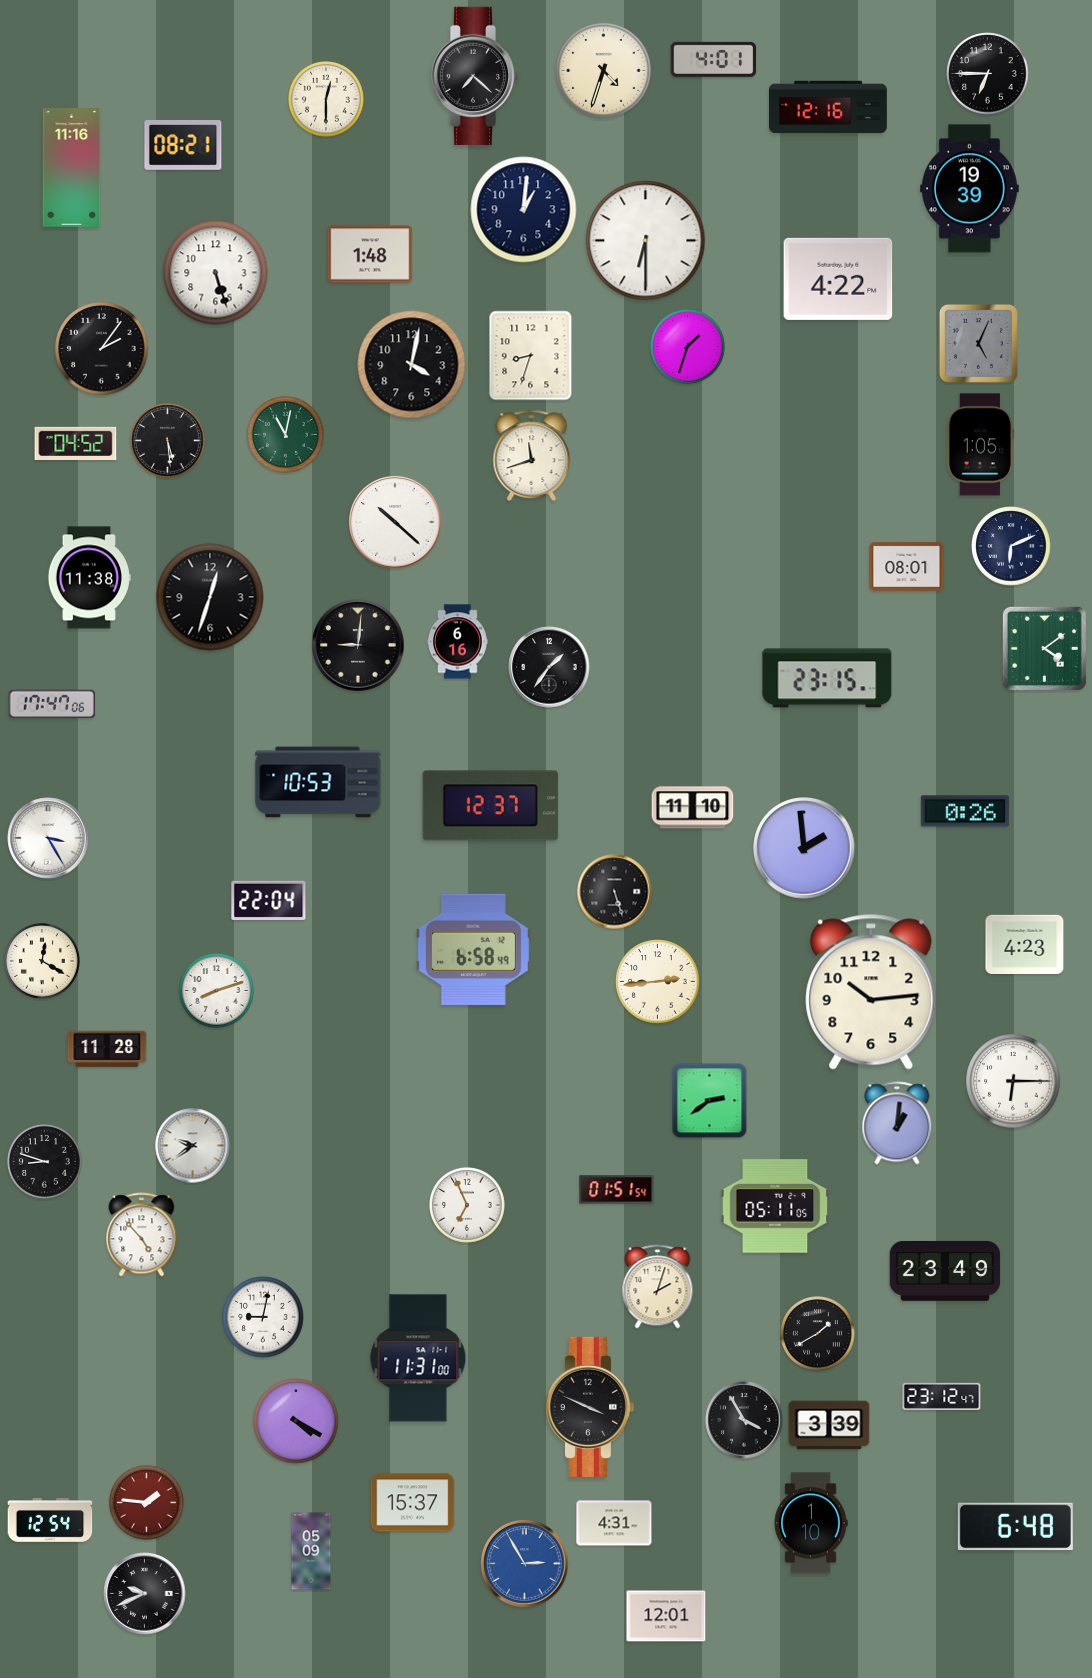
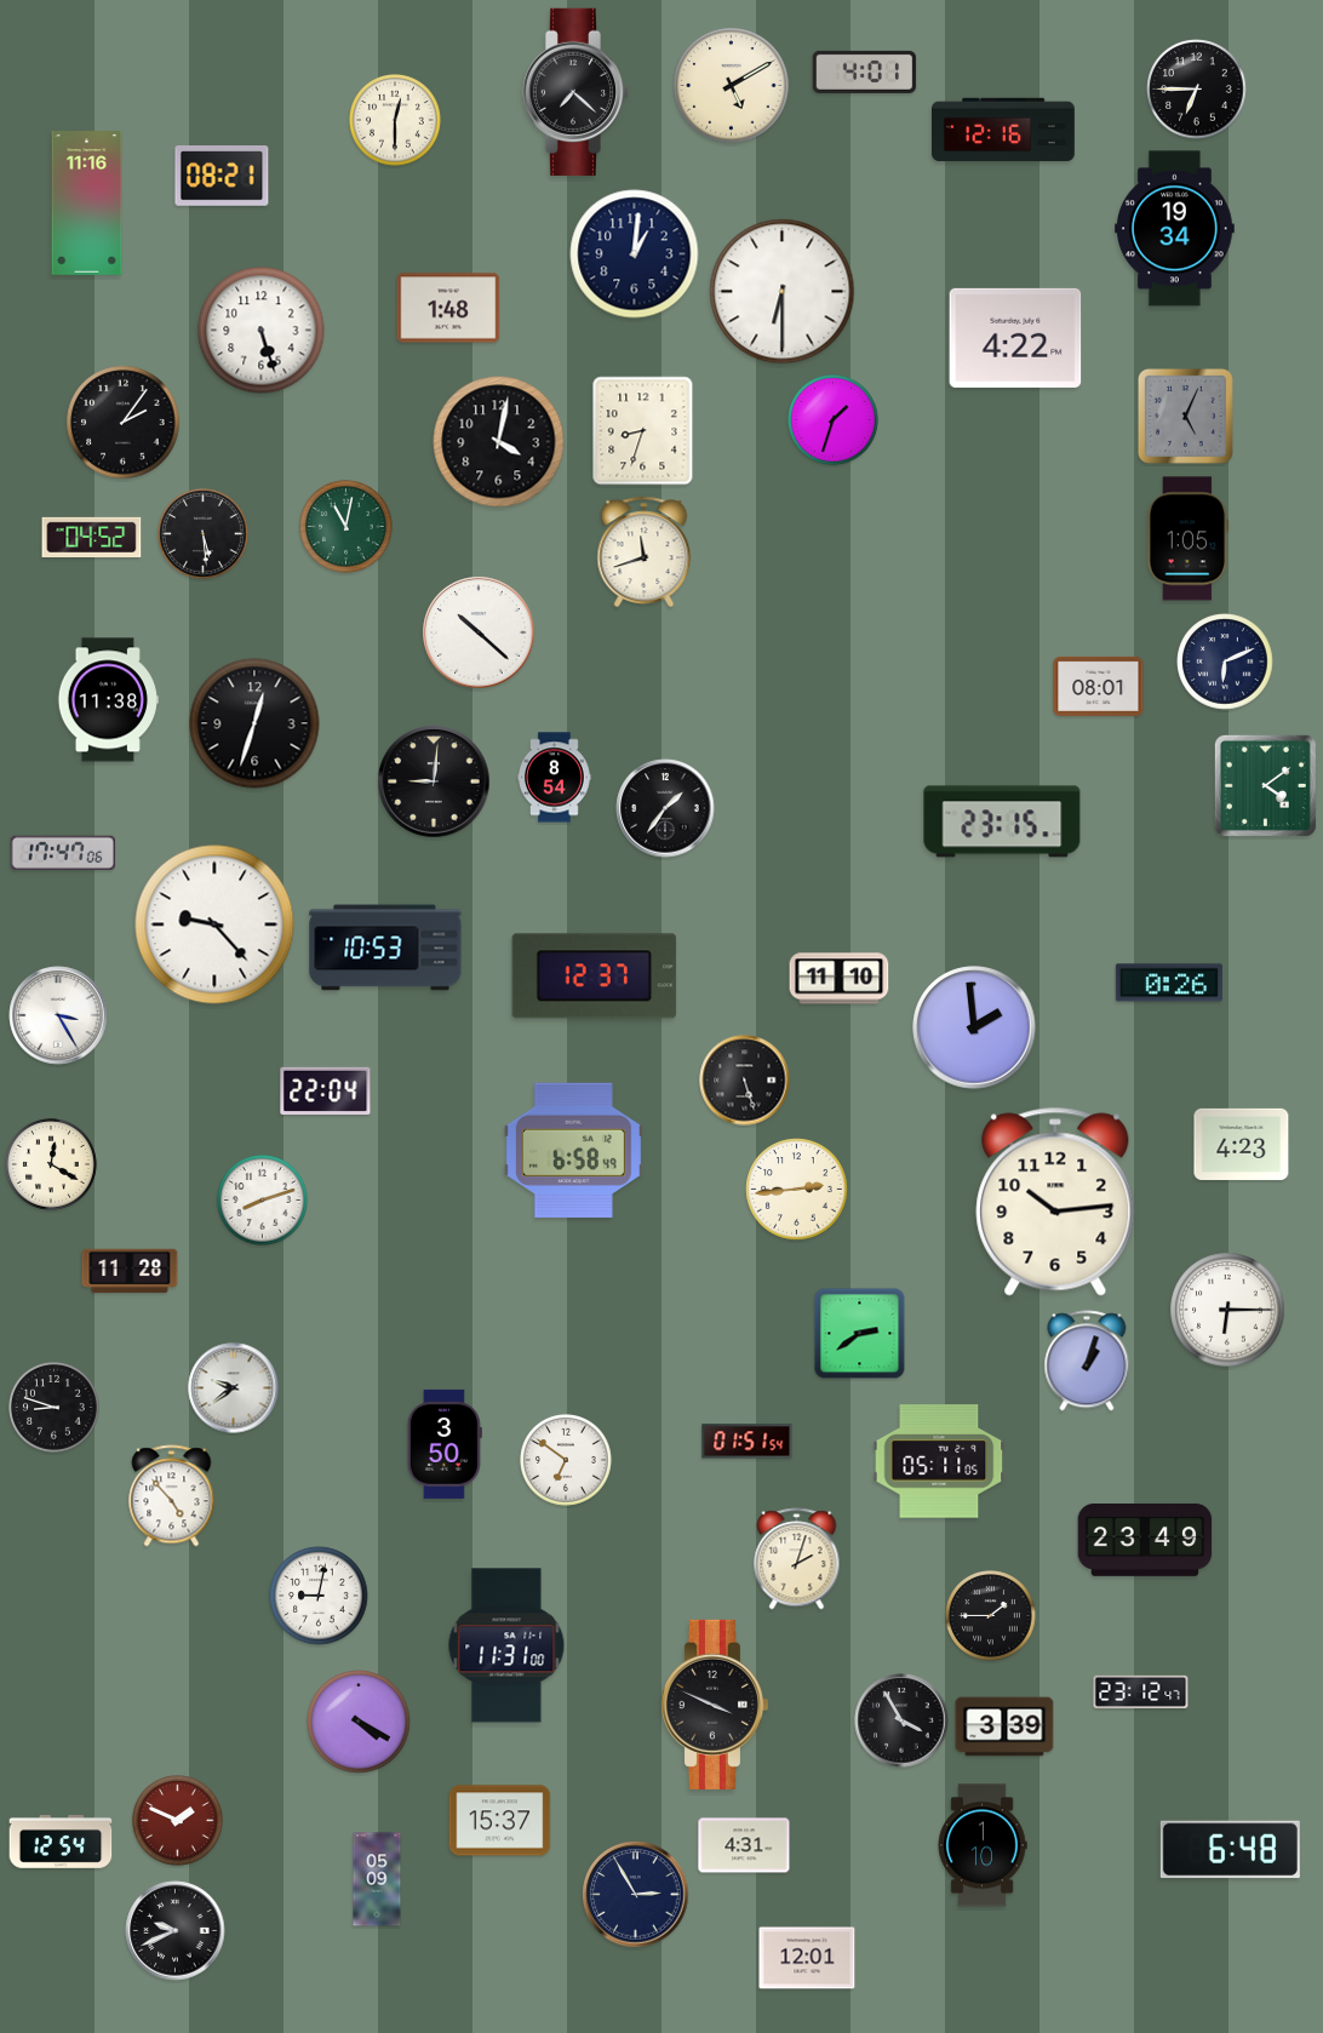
clock at (604, 71): 4:33 -> 5:10
clock at (970, 189): 19:39 -> 19:34
clock at (458, 642): 6:16 -> 8:54
clock at (214, 924): none -> 9:23
clock at (897, 1123): 1:01 -> 1:03
clock at (445, 1444): none -> 3:50
clock at (468, 1206): 6:56 -> 6:51
clock at (818, 1334): 1:40 -> 1:45
clock at (147, 1503): 1:46 -> 1:49
clock at (525, 1564) dial: blue -> navy
